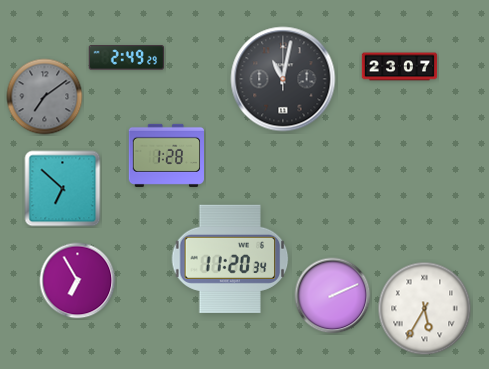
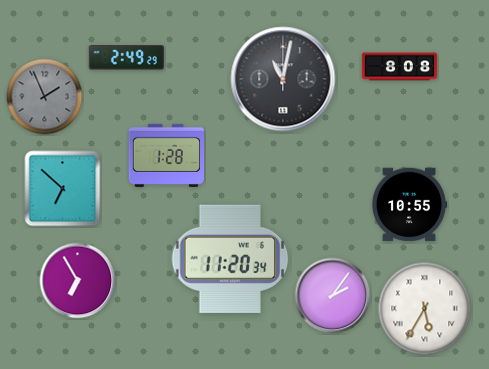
clock at (400, 67): 23:07 -> 8:08
clock at (45, 97): 7:09 -> 1:56
clock at (409, 205): none -> 10:55
clock at (333, 296): 2:11 -> 2:06
